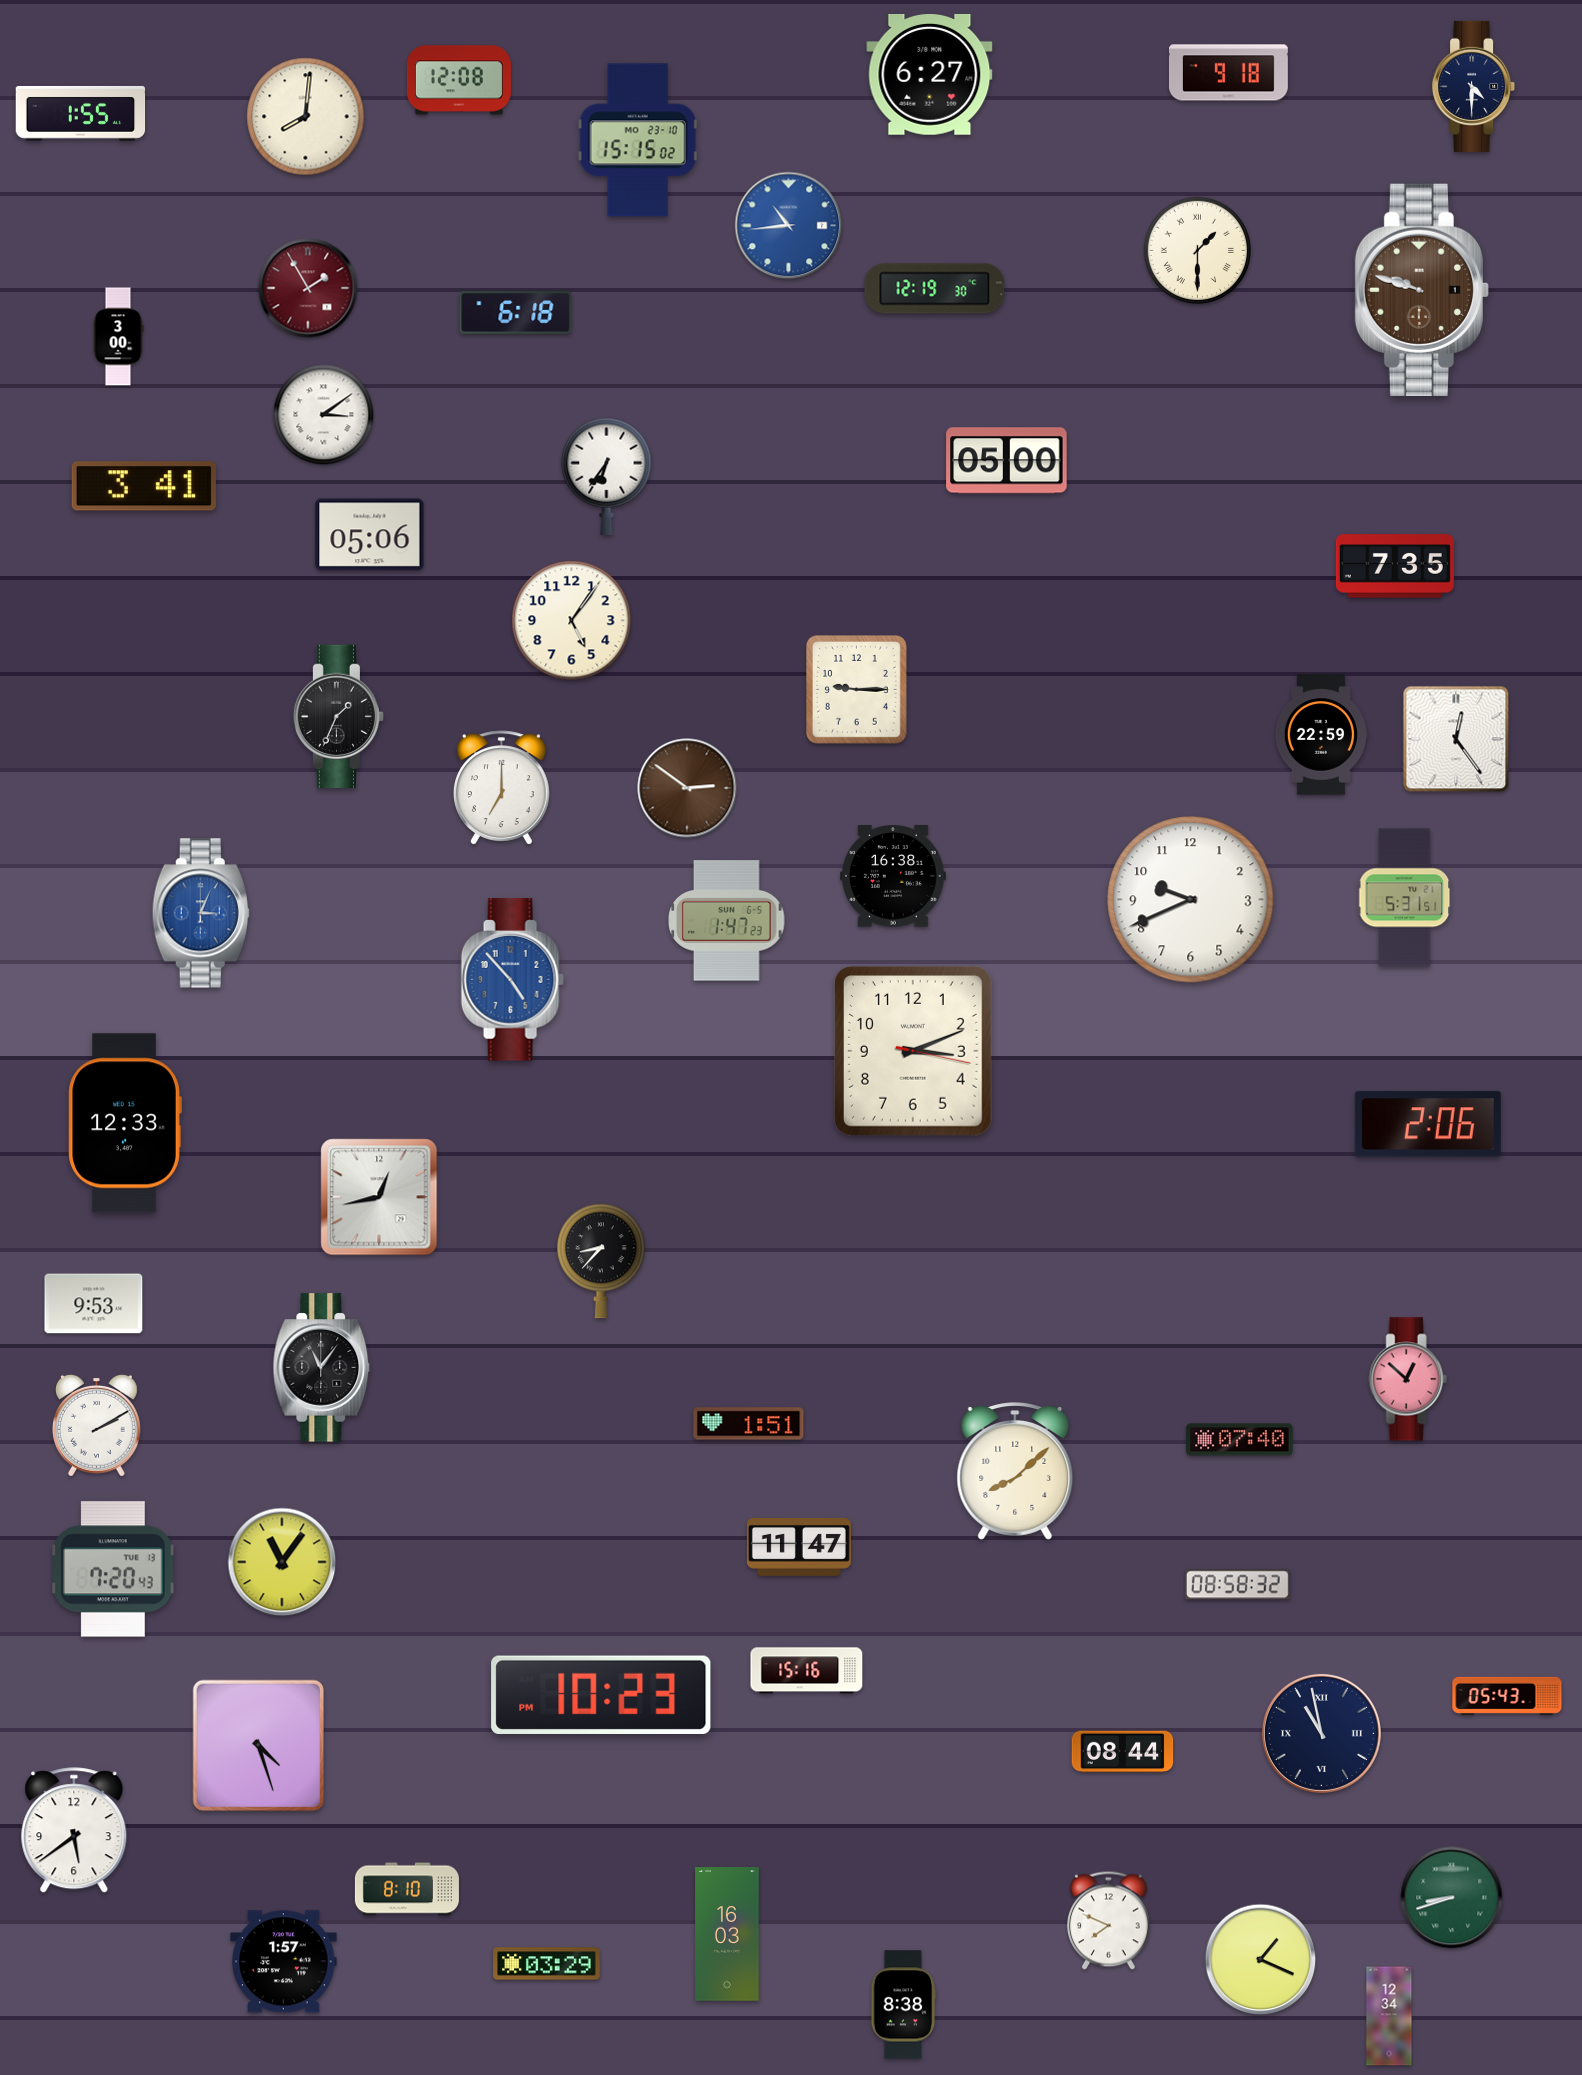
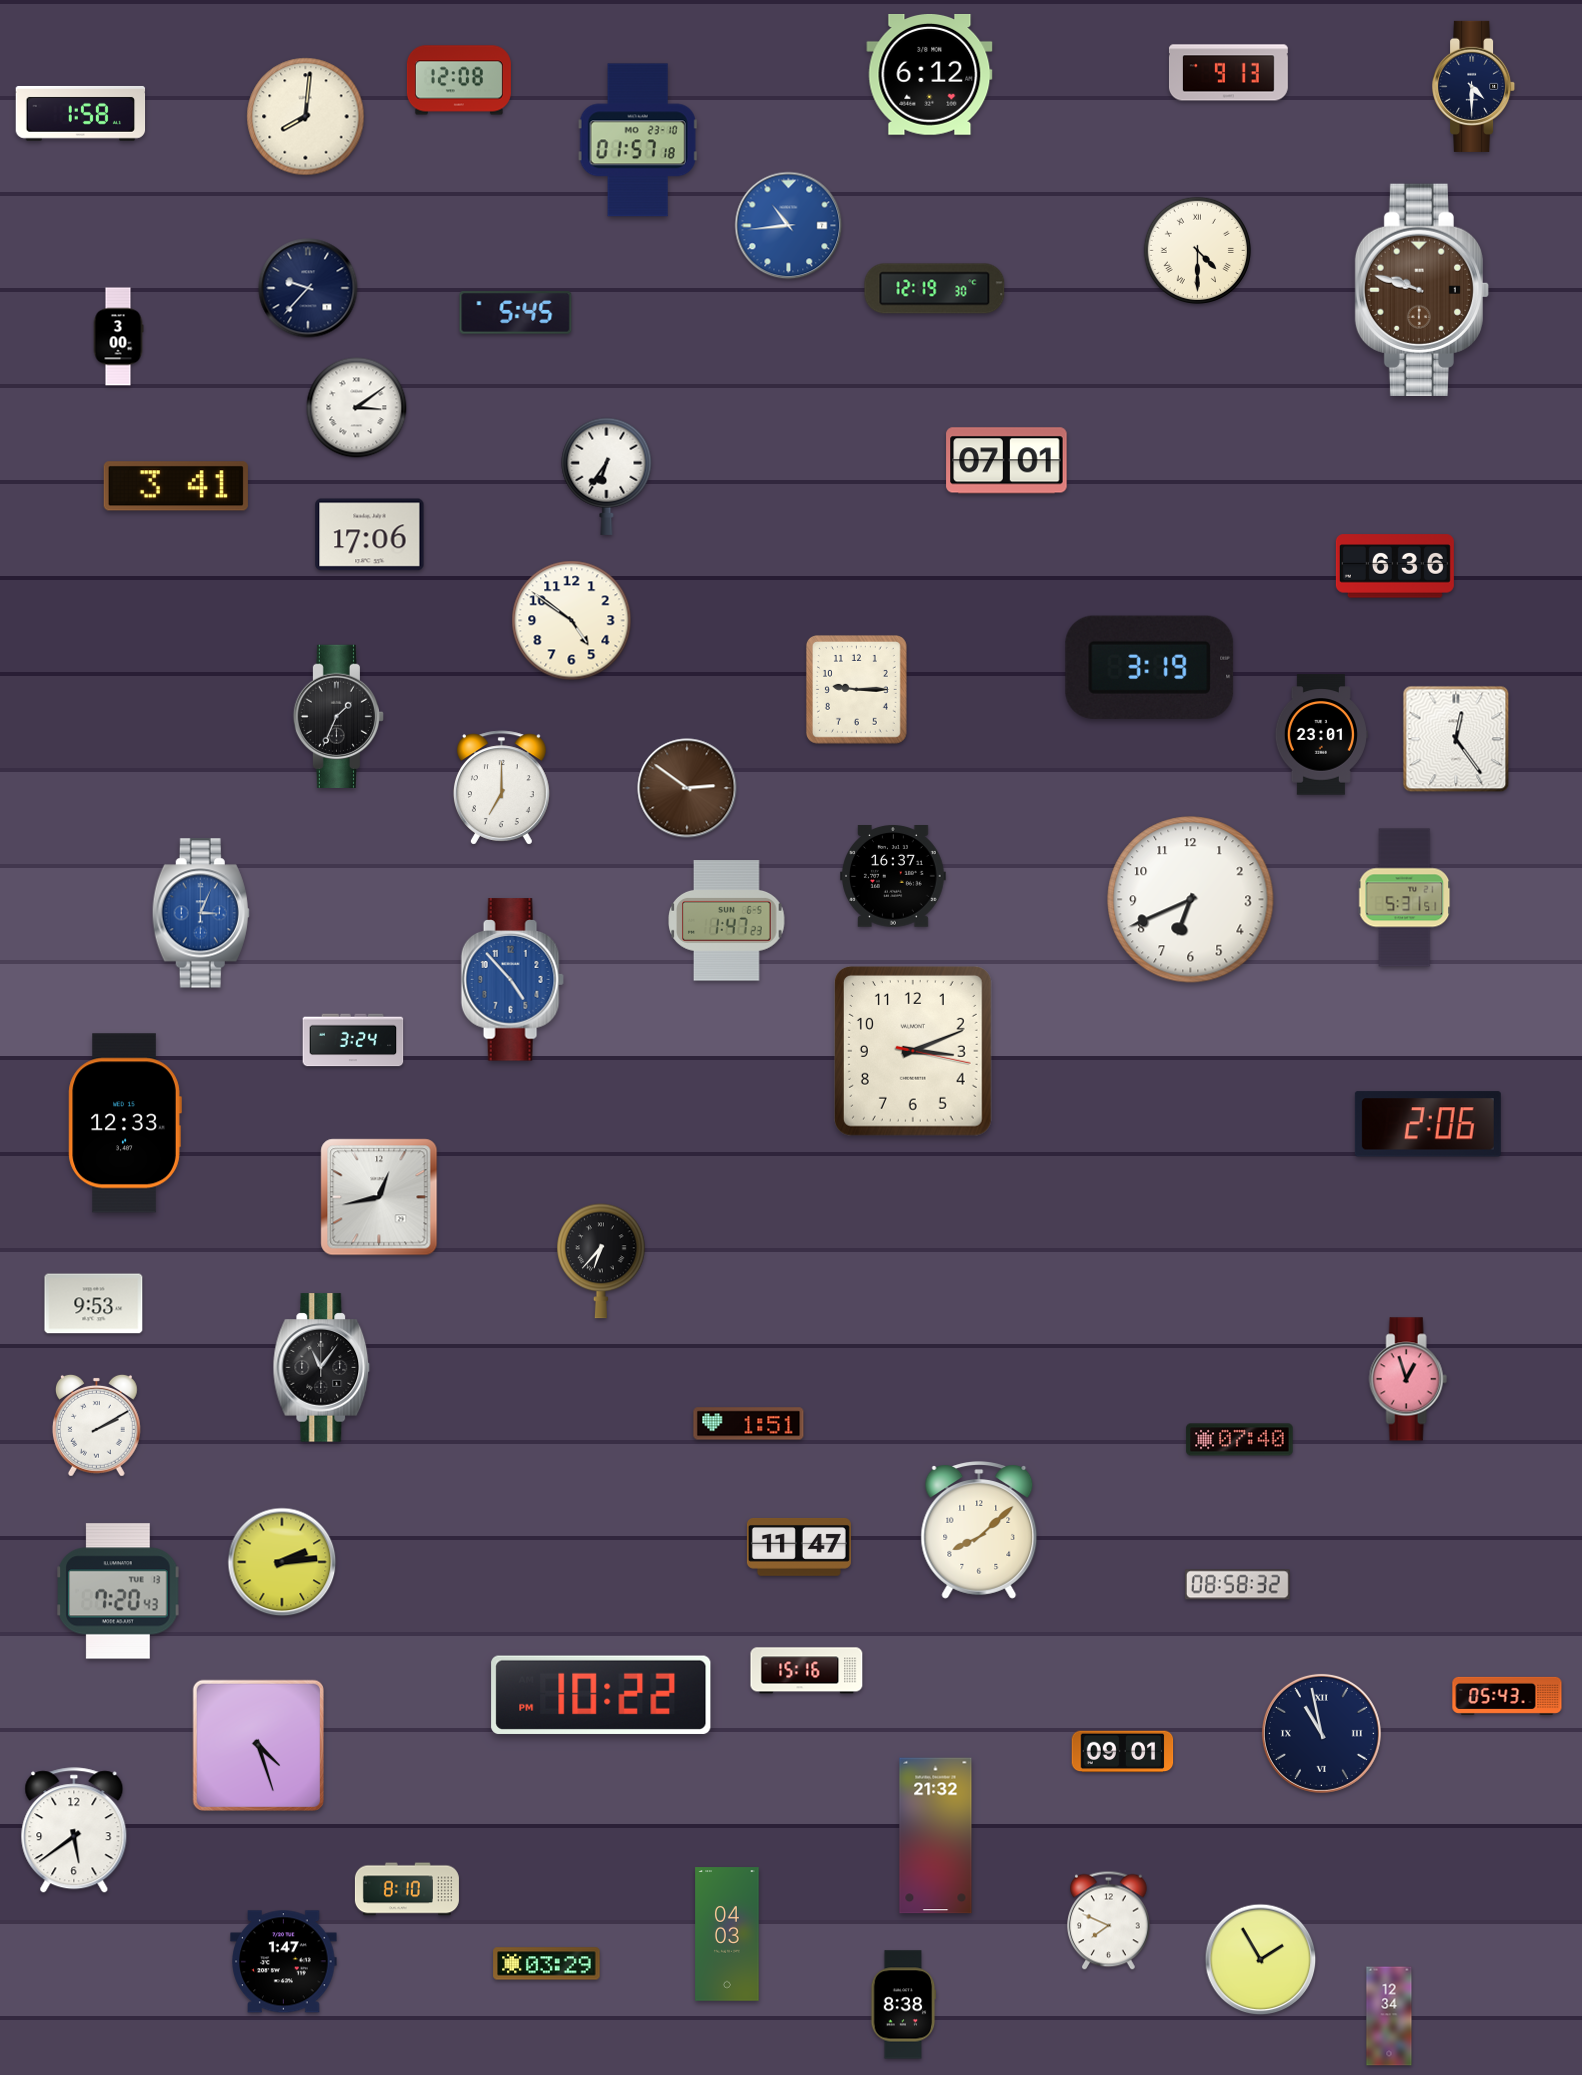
clock at (1228, 73): 9:18 -> 9:13
clock at (930, 75): 6:27 -> 6:12
clock at (81, 113): 1:55 -> 1:58
clock at (638, 140): 15:15 -> 01:57
clock at (1197, 250): 1:30 -> 4:30
clock at (308, 288): 1:55 -> 9:37
clock at (308, 288) dial: burgundy -> navy
clock at (516, 313): 6:18 -> 5:45
clock at (324, 415) position: (324, 415) -> (357, 408)
clock at (1007, 461): 05:00 -> 07:01
clock at (144, 486) position: (144, 486) -> (176, 486)
clock at (370, 535): 05:06 -> 17:06
clock at (1395, 566): 7:35 -> 6:36
clock at (572, 621): 5:06 -> 4:51
clock at (1150, 667): none -> 3:19
clock at (1321, 735): 22:59 -> 23:01
clock at (894, 876): 16:38 -> 16:37
clock at (1191, 900): 9:41 -> 6:41
clock at (353, 1040): none -> 3:24
clock at (601, 1261): 8:37 -> 6:37
clock at (1408, 1379): 12:52 -> 12:57
clock at (1015, 1471) position: (1015, 1471) -> (979, 1530)
clock at (282, 1562): 11:06 -> 2:14
clock at (113, 1569) position: (113, 1569) -> (118, 1591)
clock at (601, 1695): 10:23 -> 10:22
clock at (1123, 1752): 08:44 -> 09:01
clock at (936, 1836): none -> 21:32
clock at (1452, 1898): 8:42 -> none
clock at (727, 1934): 16:03 -> 04:03
clock at (1261, 1960): 1:19 -> 1:55
clock at (284, 1962): 1:57 -> 1:47
